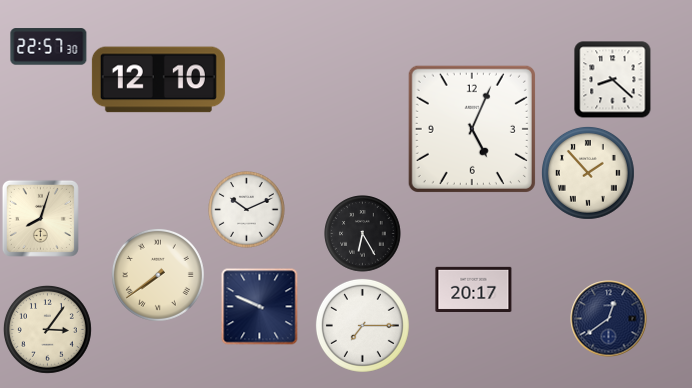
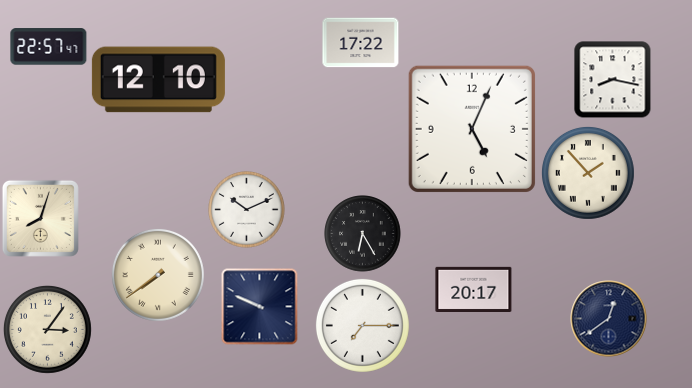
clock at (361, 43): none -> 17:22
clock at (49, 47): 22:57:30 -> 22:57:47
clock at (613, 80): 8:22 -> 8:17
